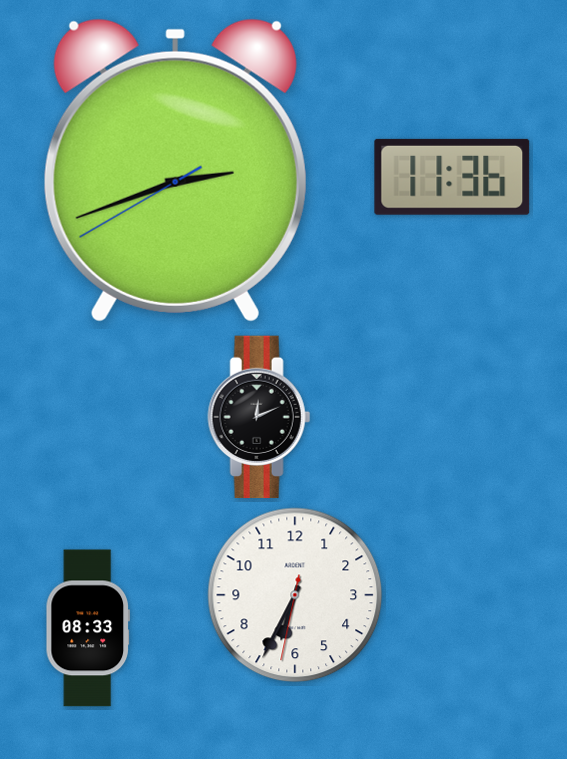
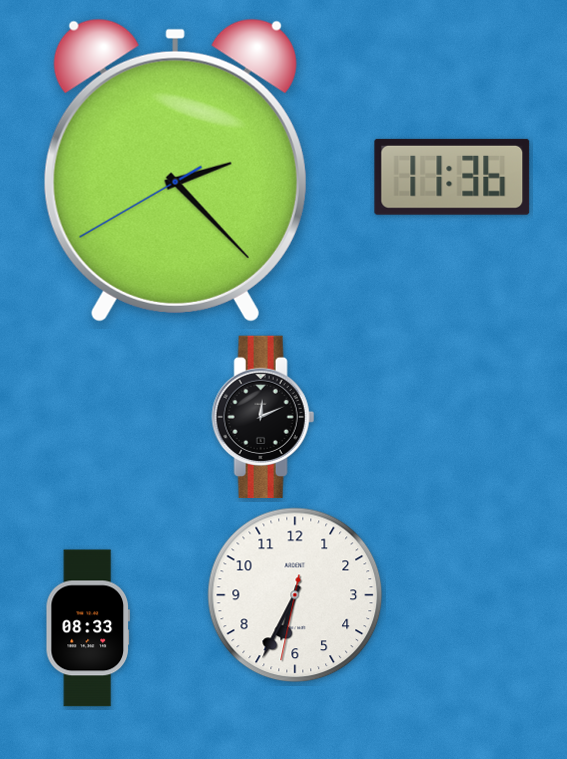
clock at (175, 170): 2:41 -> 2:22
clock at (259, 417) position: (259, 417) -> (263, 417)
